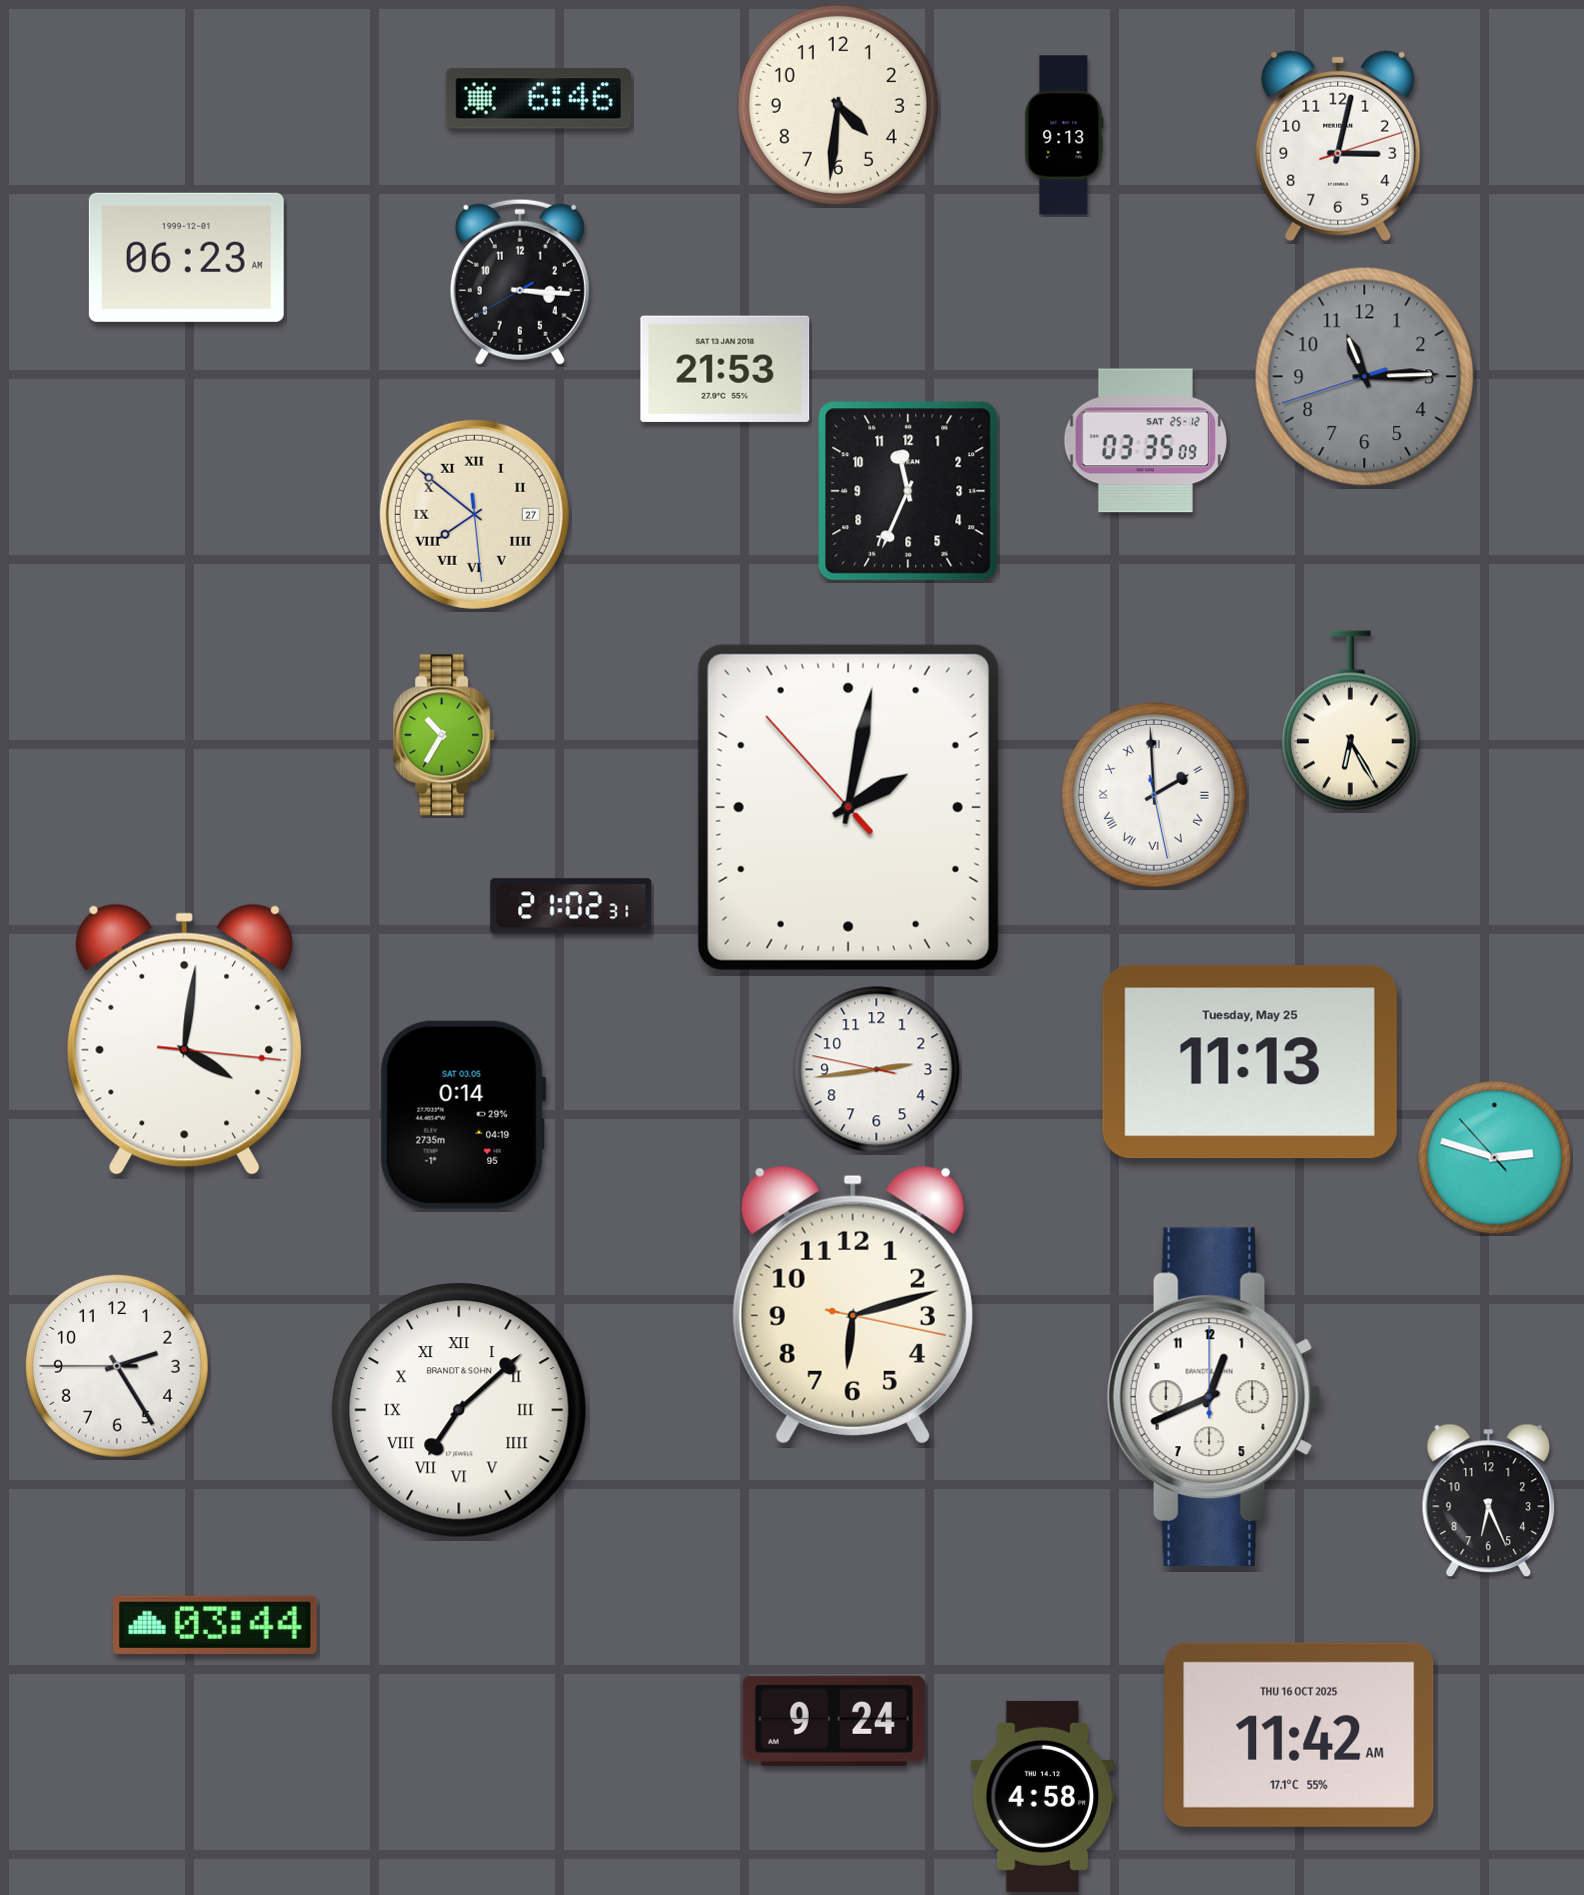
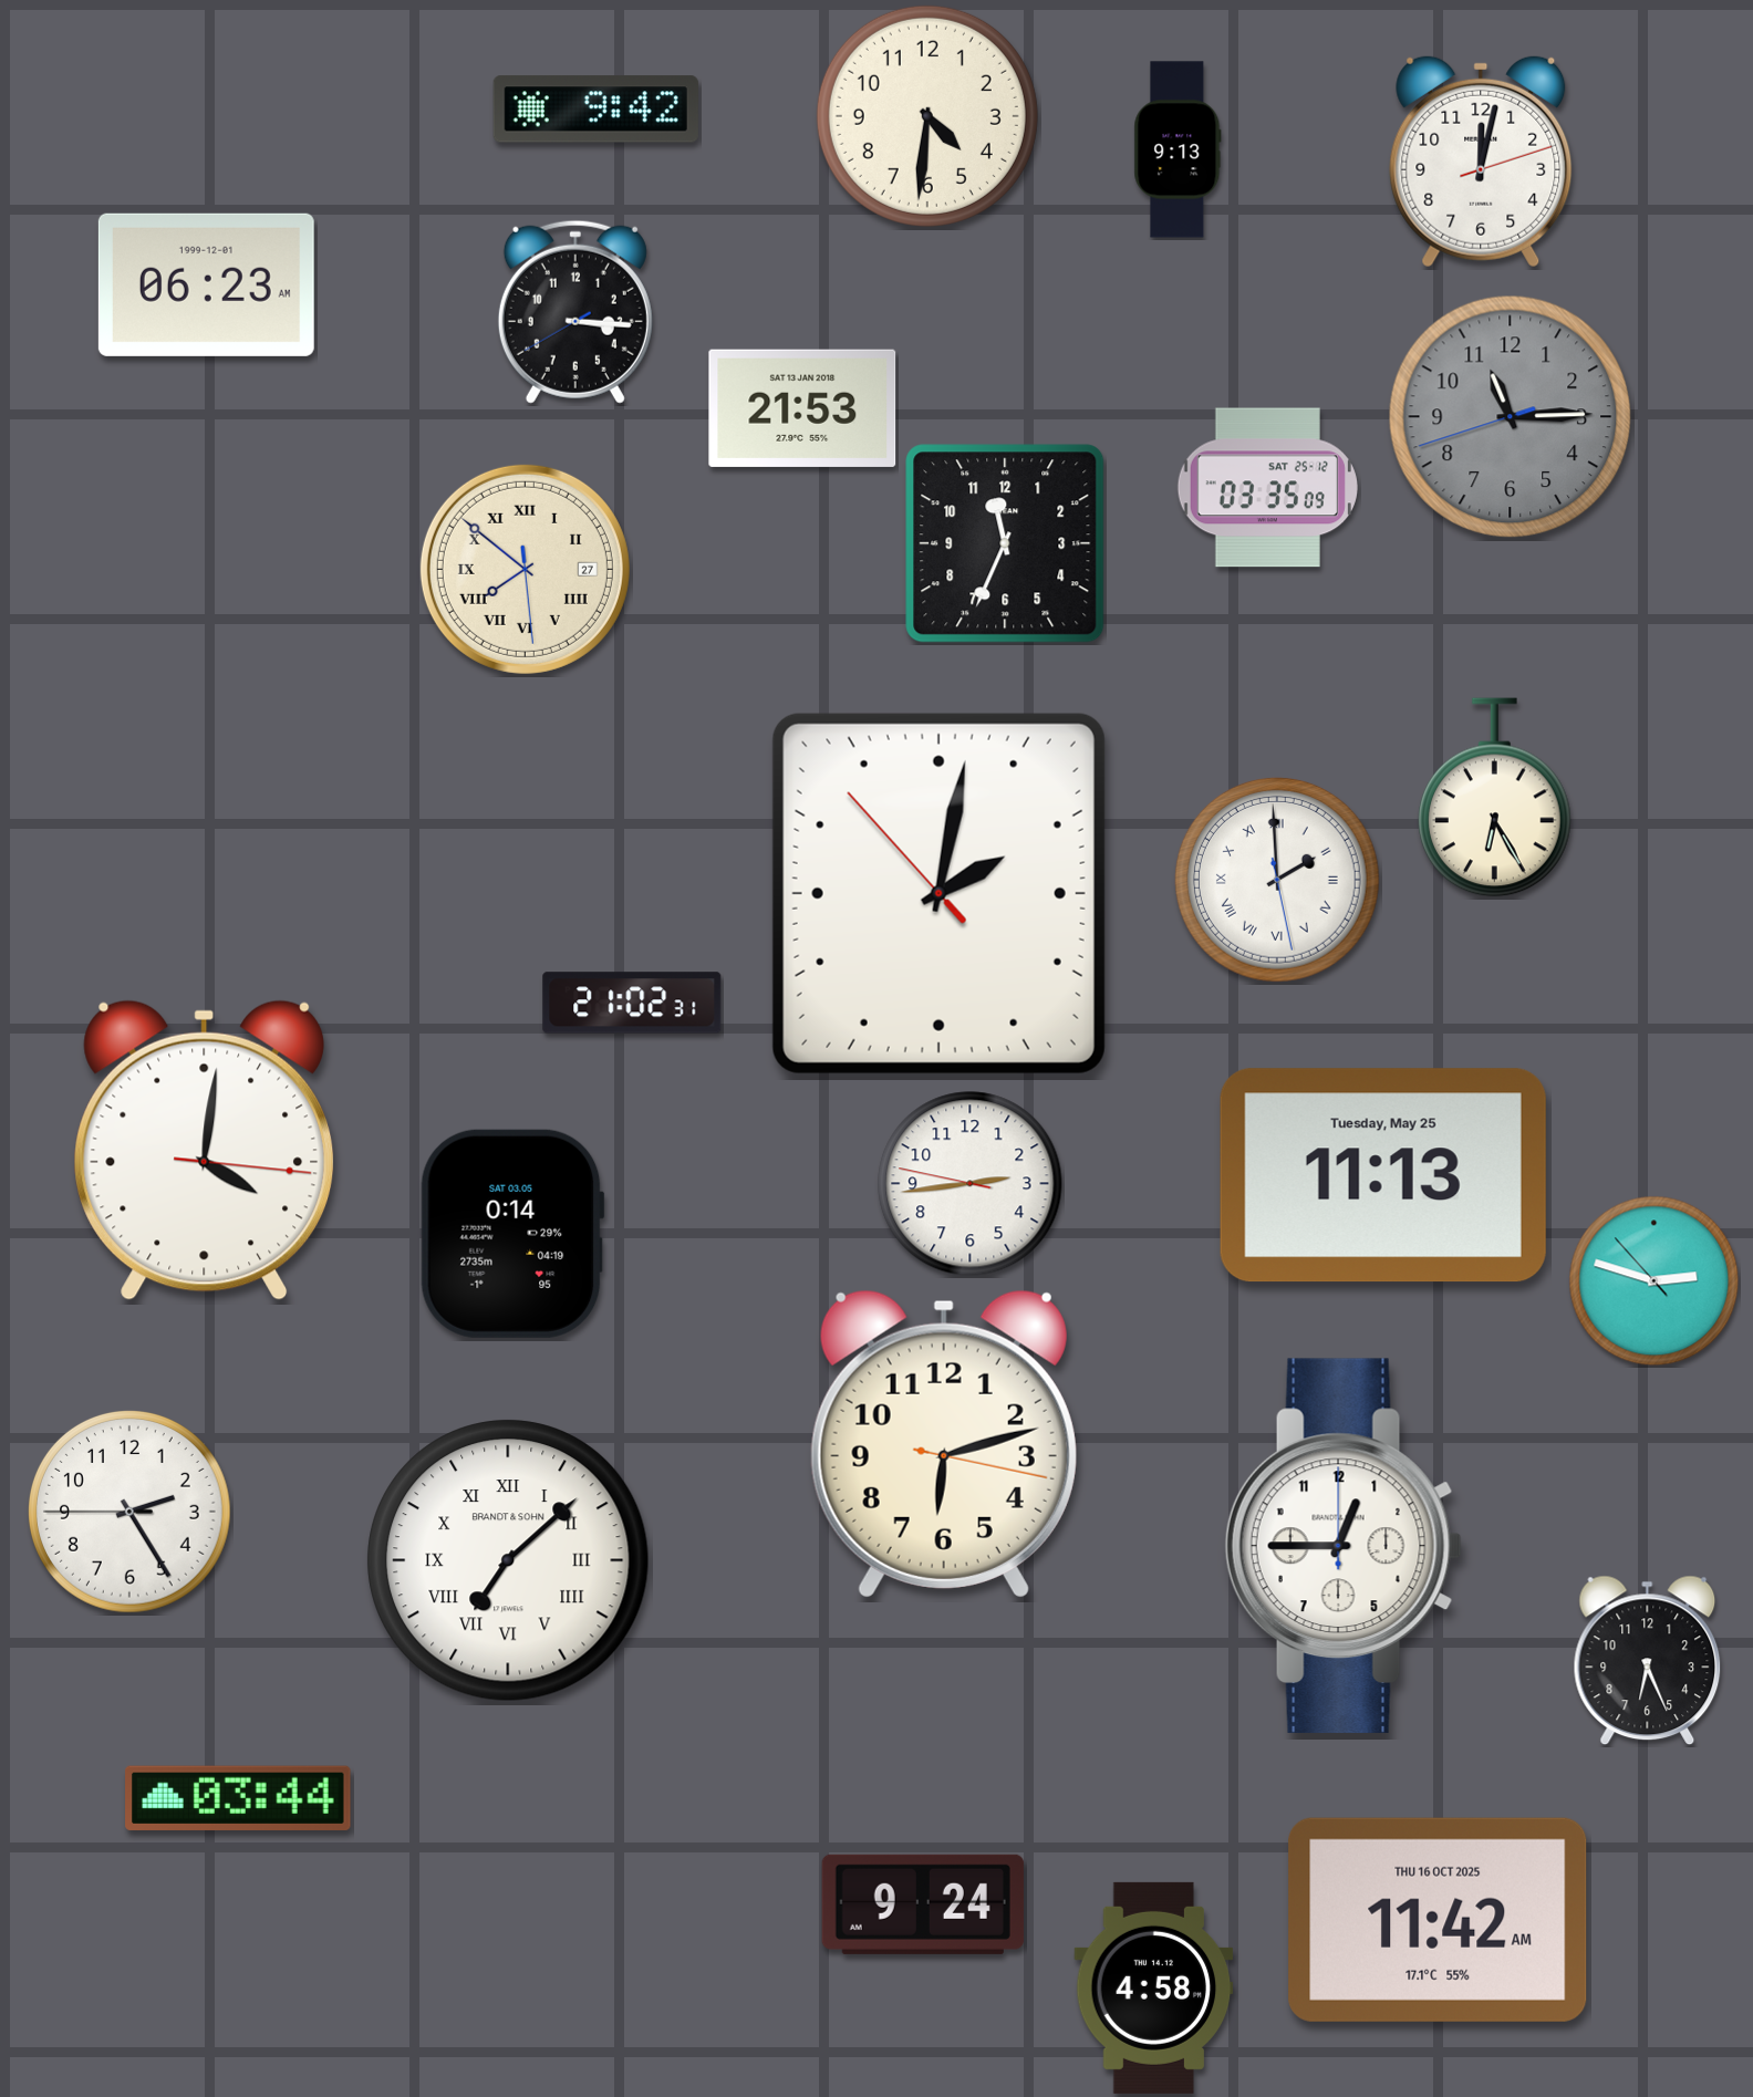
clock at (538, 99): 6:46 -> 9:42
clock at (1338, 146): 3:02 -> 12:02
clock at (445, 735): 10:35 -> none
clock at (1214, 1397): 12:41 -> 12:45
